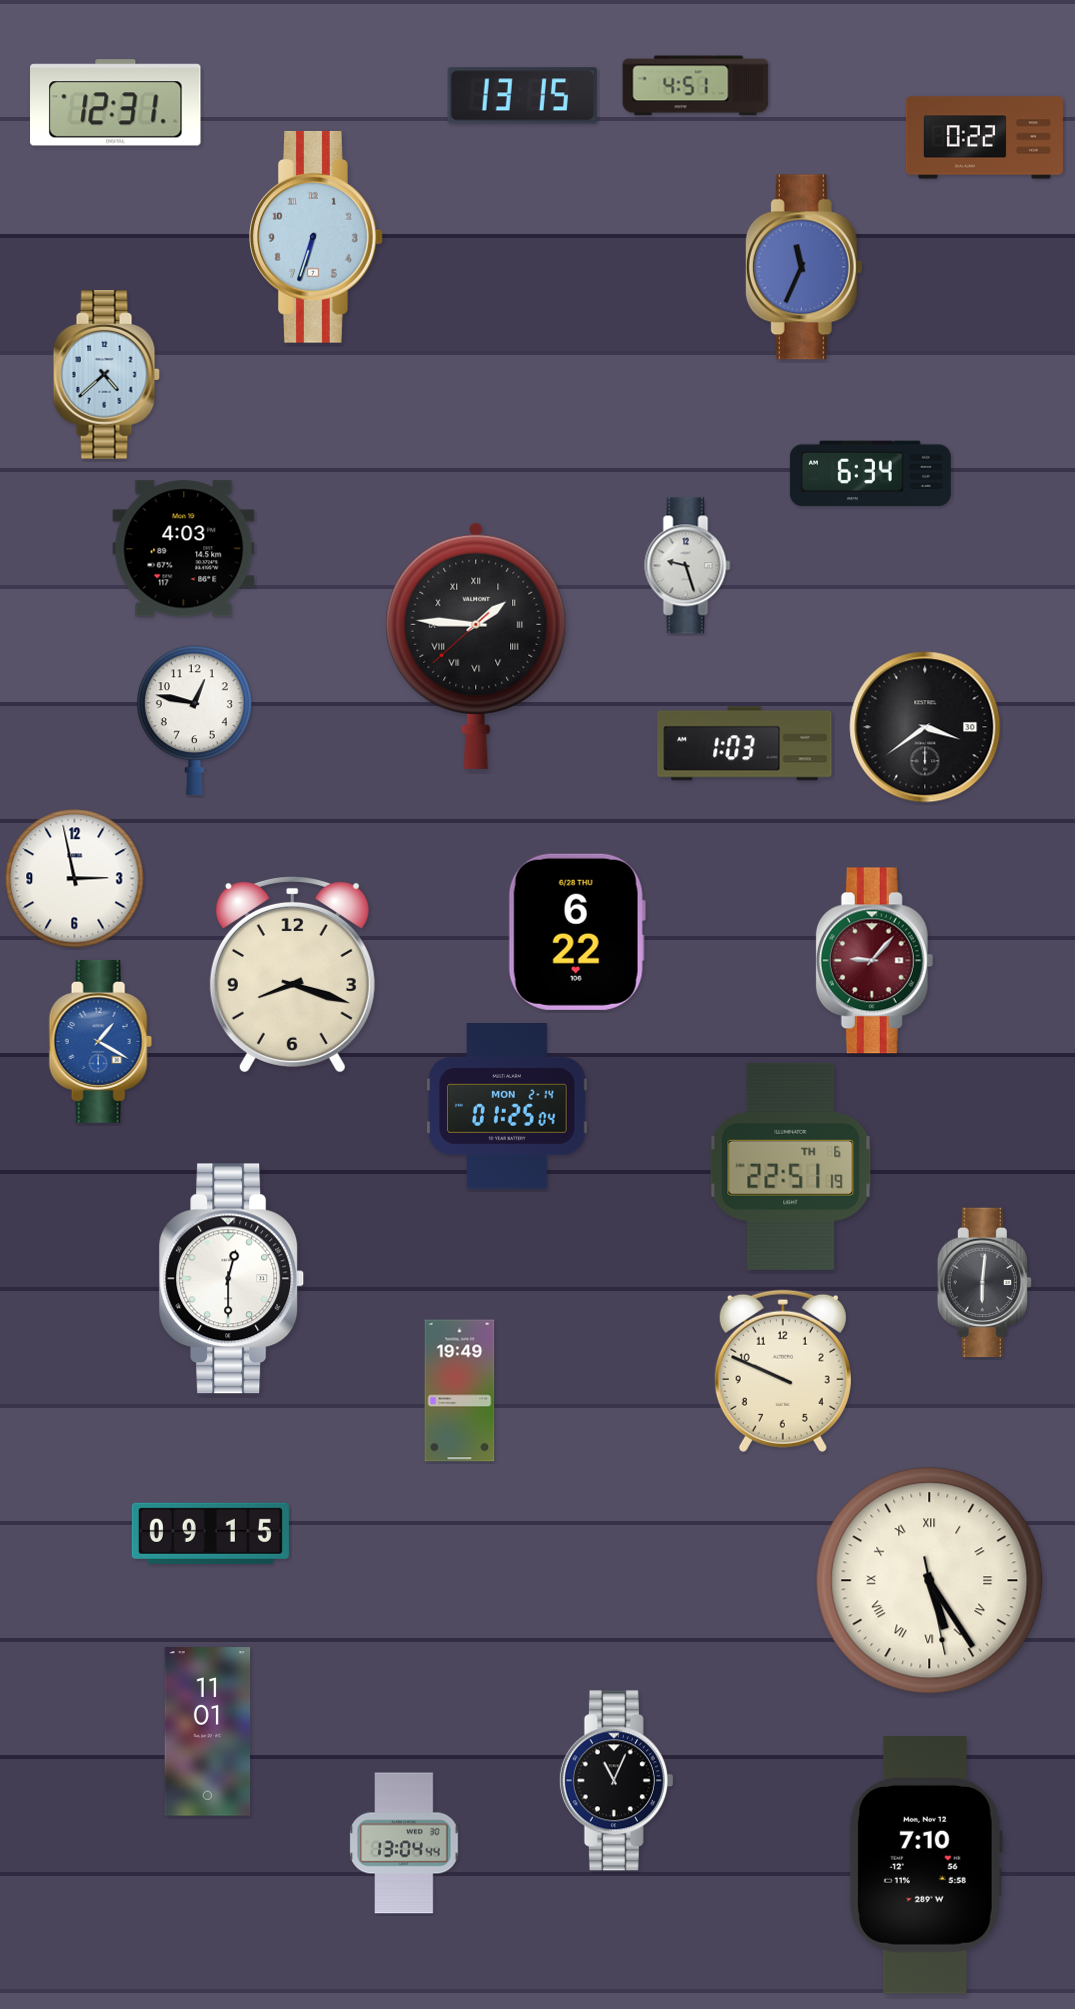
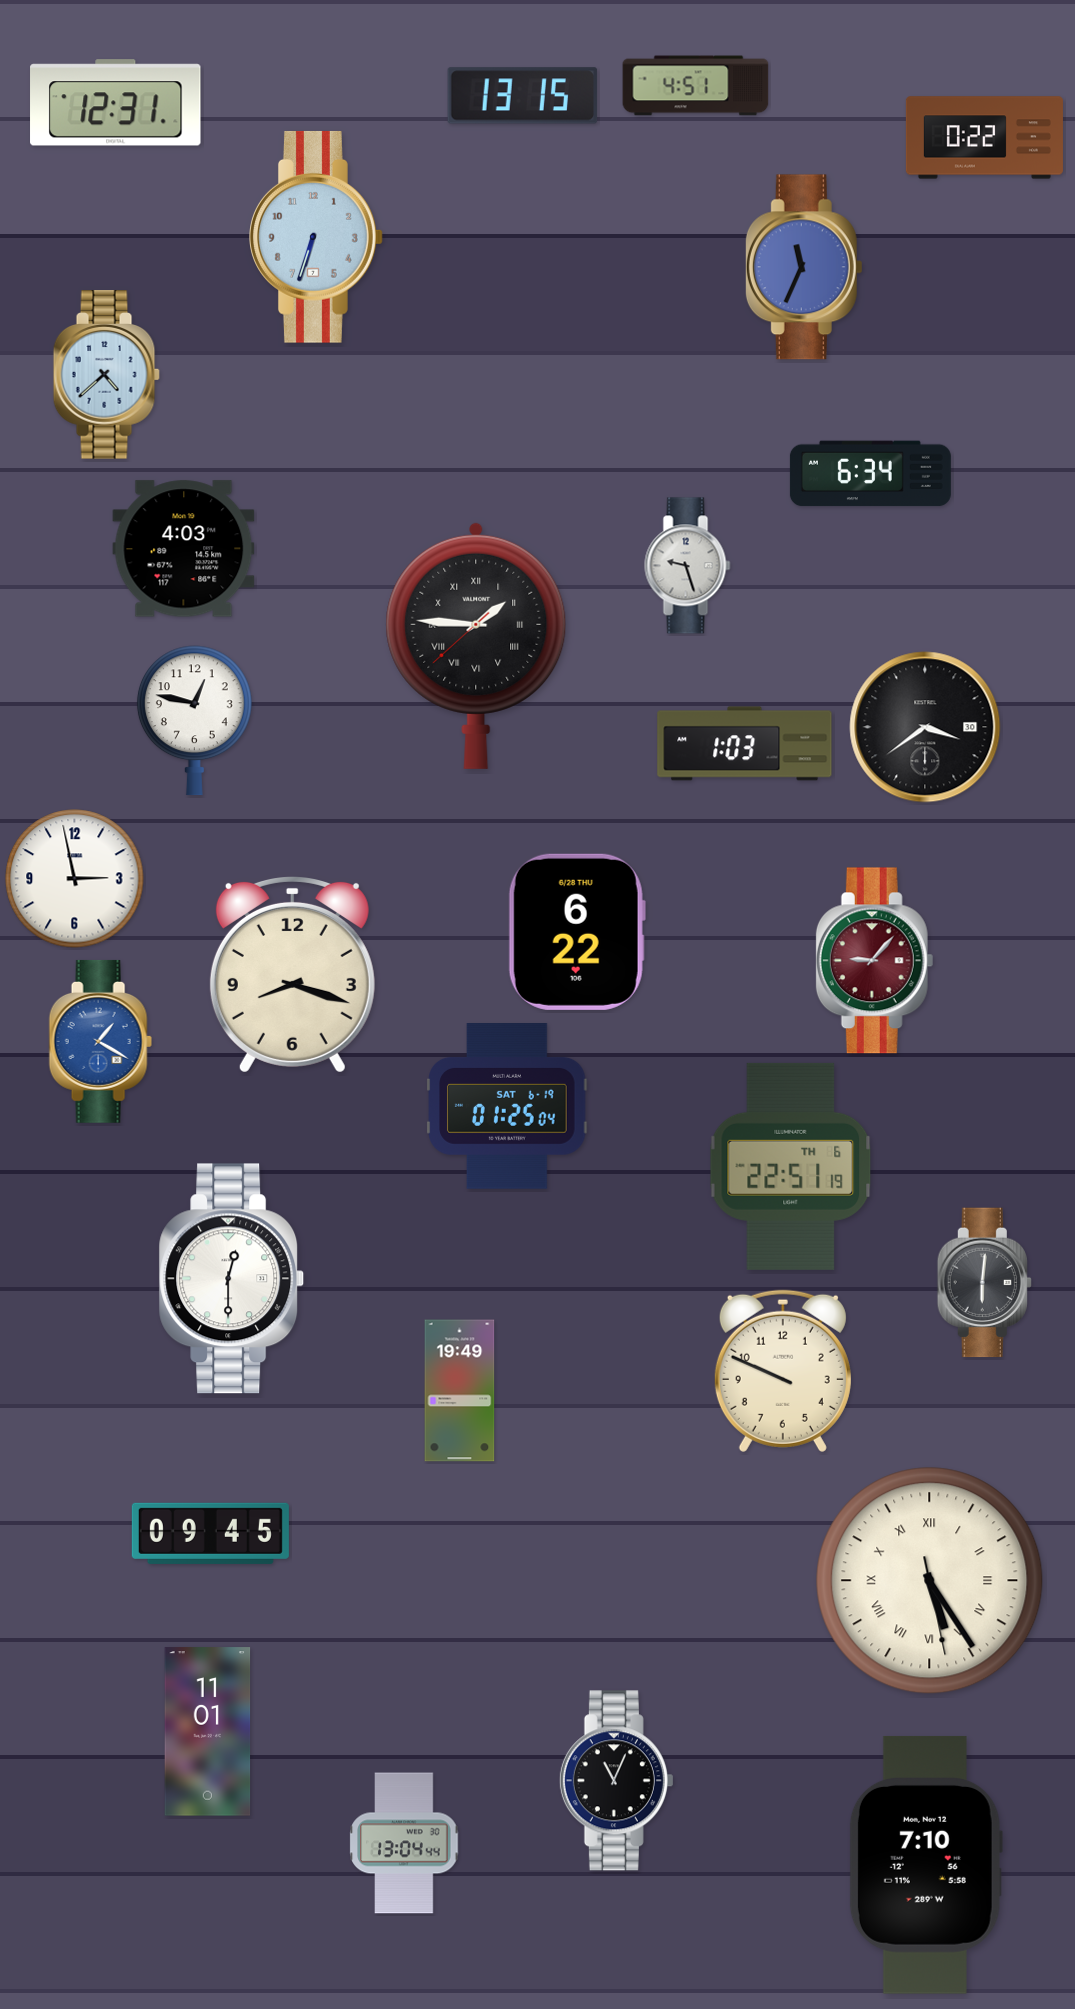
clock at (507, 1107) date: MON 2-14 -> SAT 6-19
clock at (210, 1533): 09:15 -> 09:45
